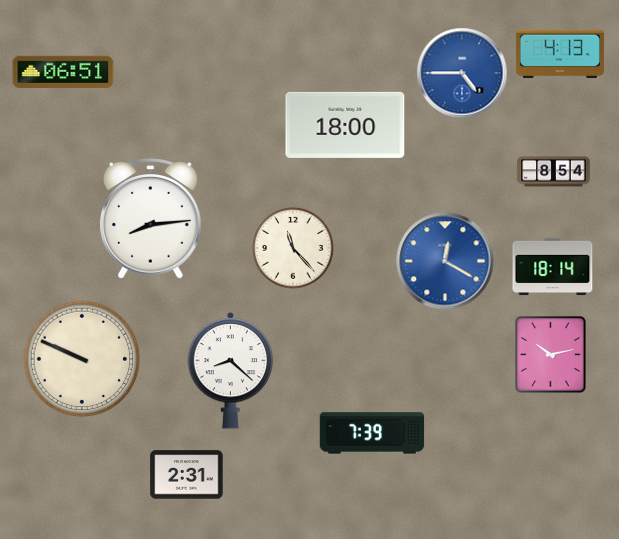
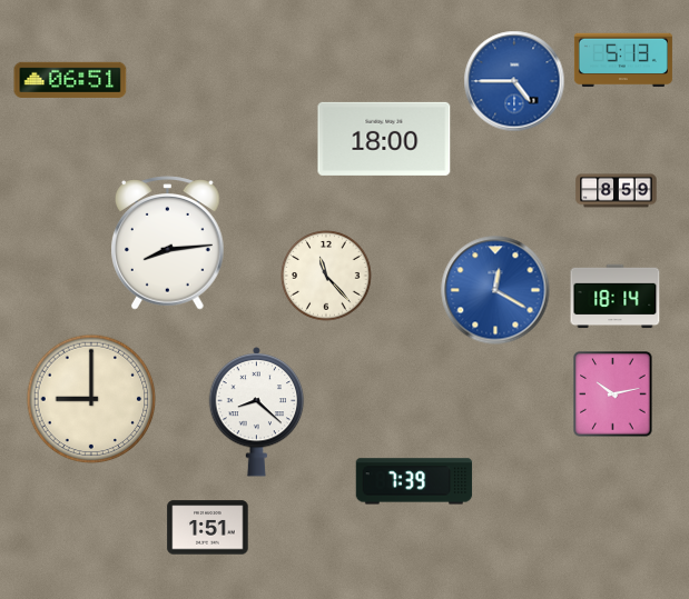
clock at (560, 54): 4:13 -> 5:13
clock at (554, 172): 8:54 -> 8:59
clock at (82, 359): 9:49 -> 9:00
clock at (187, 475): 2:31 -> 1:51
